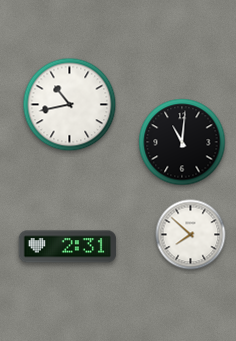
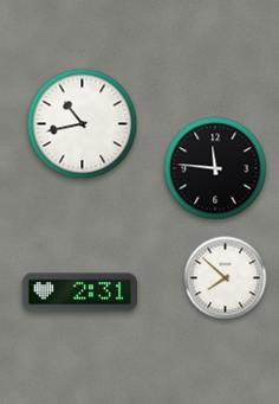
clock at (182, 142): 11:01 -> 11:46
